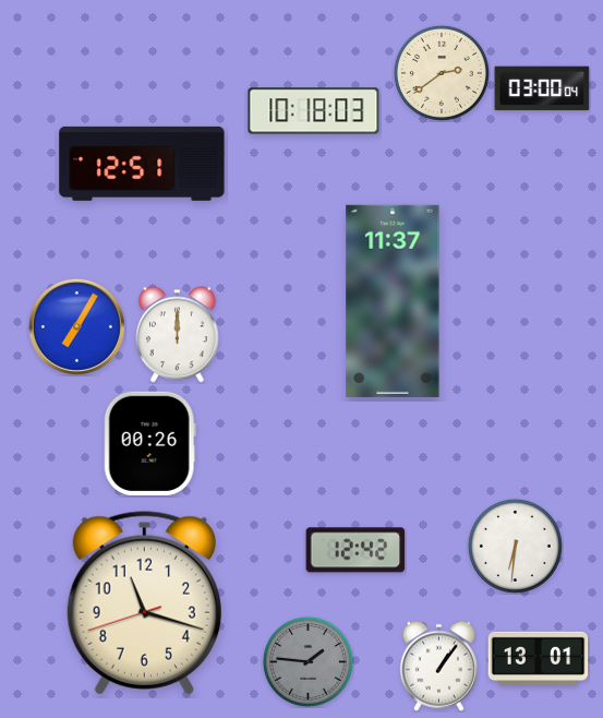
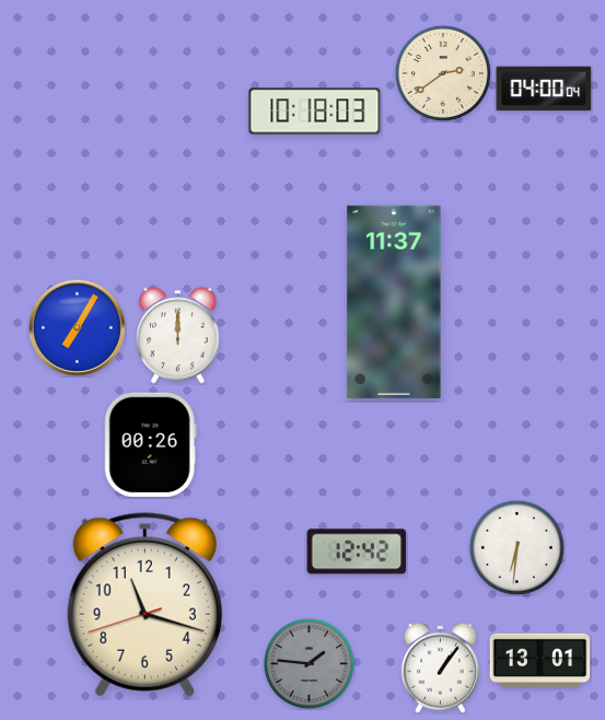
clock at (542, 88): 03:00 -> 04:00
clock at (142, 164): 12:51 -> none
